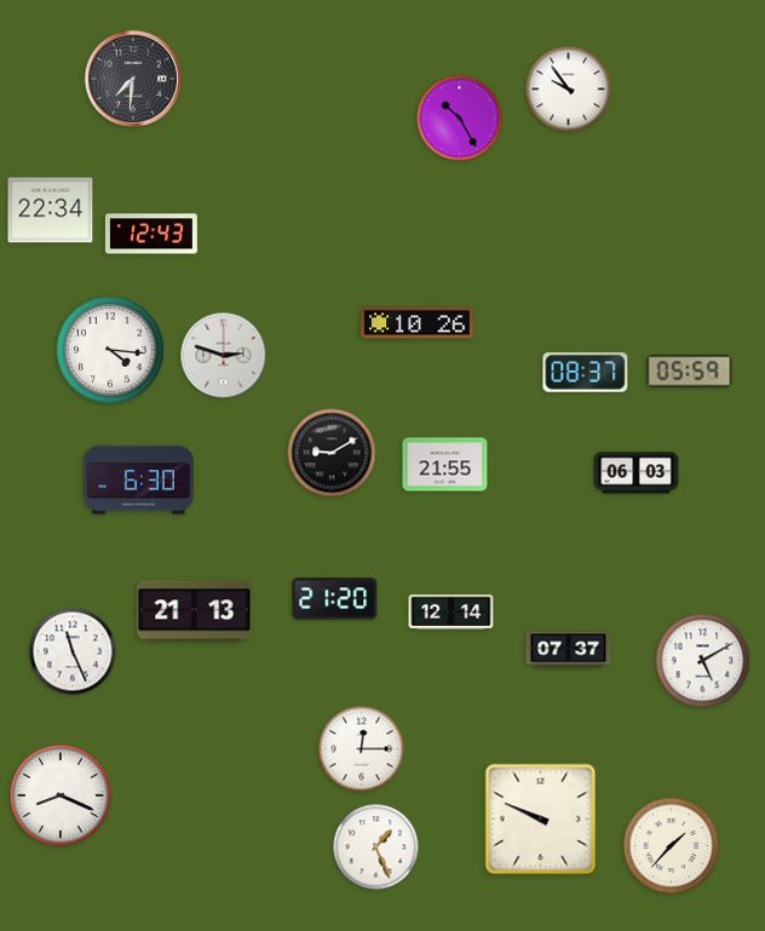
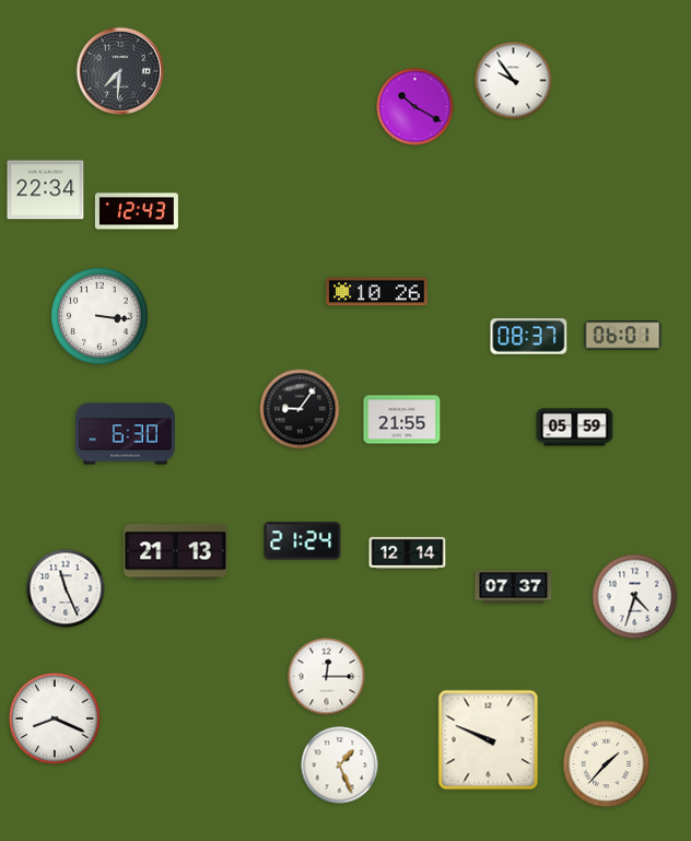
clock at (460, 119): 10:25 -> 10:20
clock at (110, 350): 4:16 -> 3:16
clock at (224, 356): 2:48 -> none
clock at (690, 372): 05:59 -> 06:01
clock at (332, 453): 9:10 -> 9:06
clock at (637, 473): 06:03 -> 05:59
clock at (335, 599): 21:20 -> 21:24
clock at (703, 661): 5:10 -> 4:33
